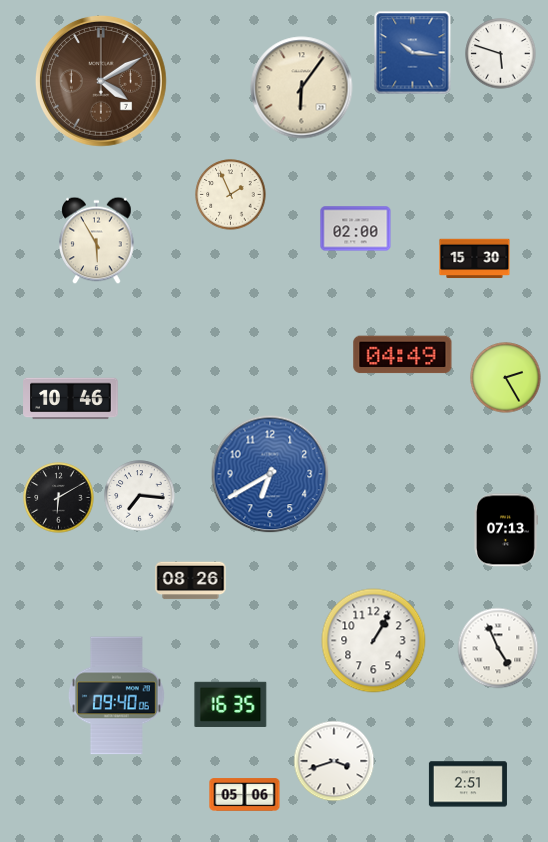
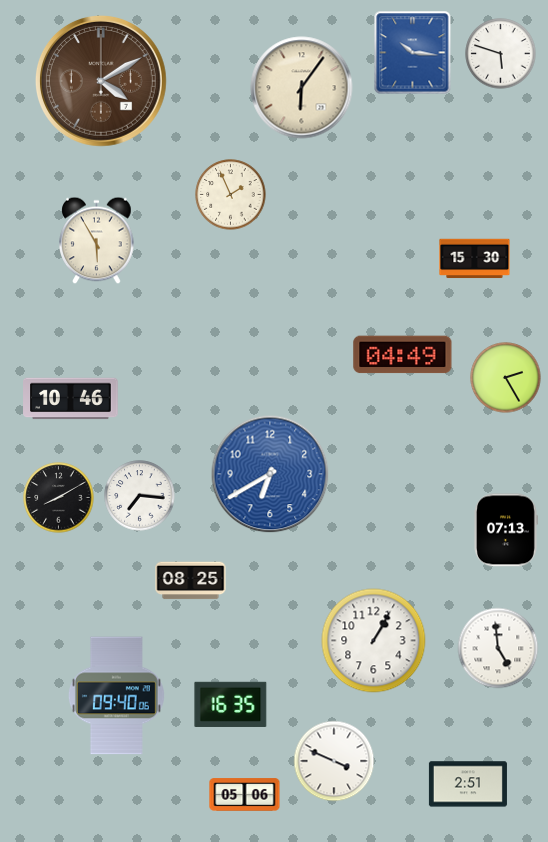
clock at (356, 229): 02:00 -> none
clock at (59, 498): 6:10 -> 8:10
clock at (191, 581): 08:26 -> 08:25
clock at (498, 648): 4:56 -> 4:59
clock at (334, 761): 3:42 -> 3:49
